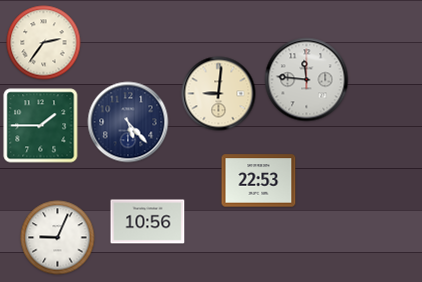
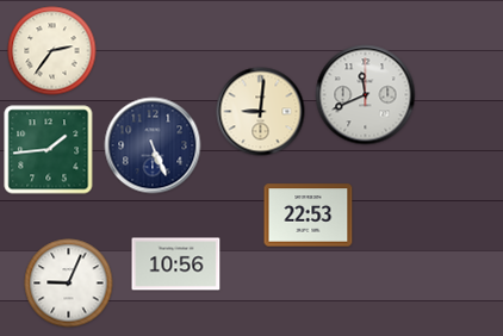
clock at (307, 80): 11:46 -> 11:41
clock at (128, 122): 5:23 -> 5:26
clock at (41, 126): 1:45 -> 1:44
